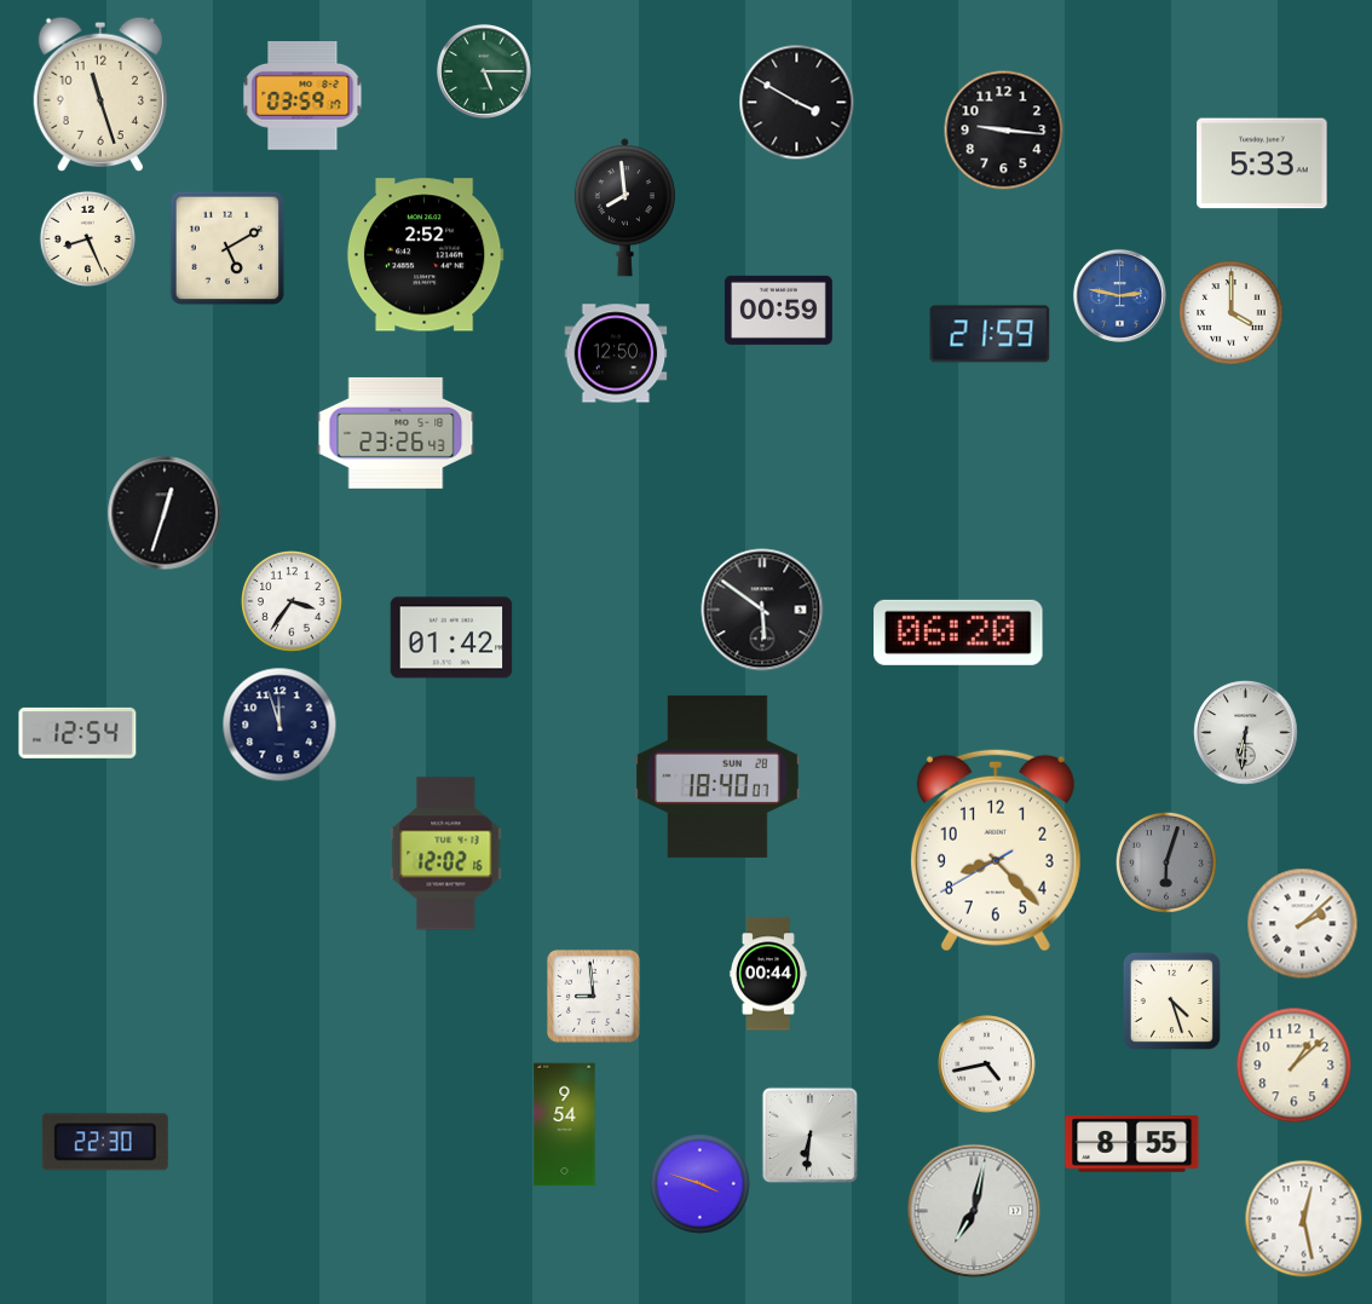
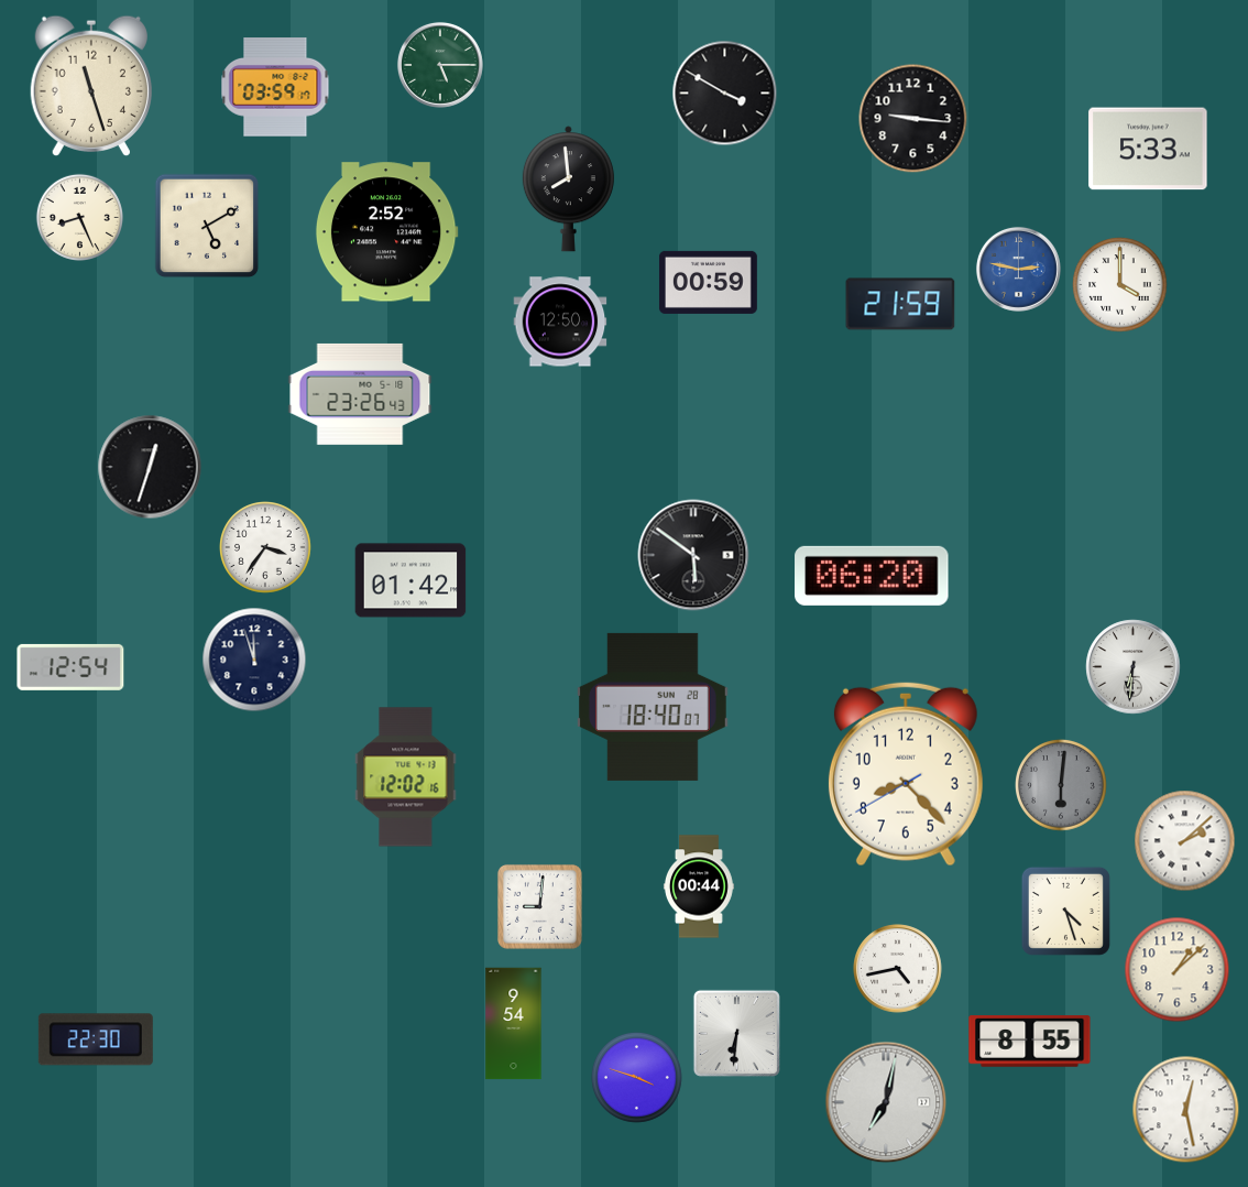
clock at (1168, 864): 6:03 -> 6:01
clock at (593, 996): 8:59 -> 9:01
